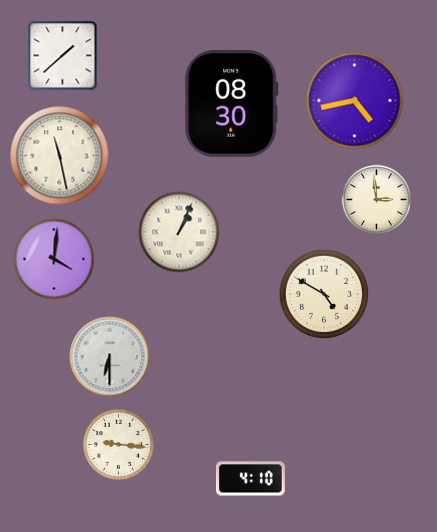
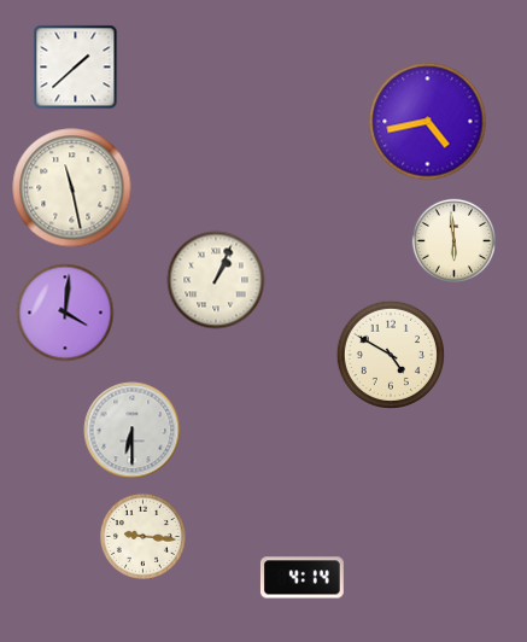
clock at (232, 104): 08:30 -> none
clock at (376, 199): 2:59 -> 5:59
clock at (250, 479): 4:10 -> 4:14
